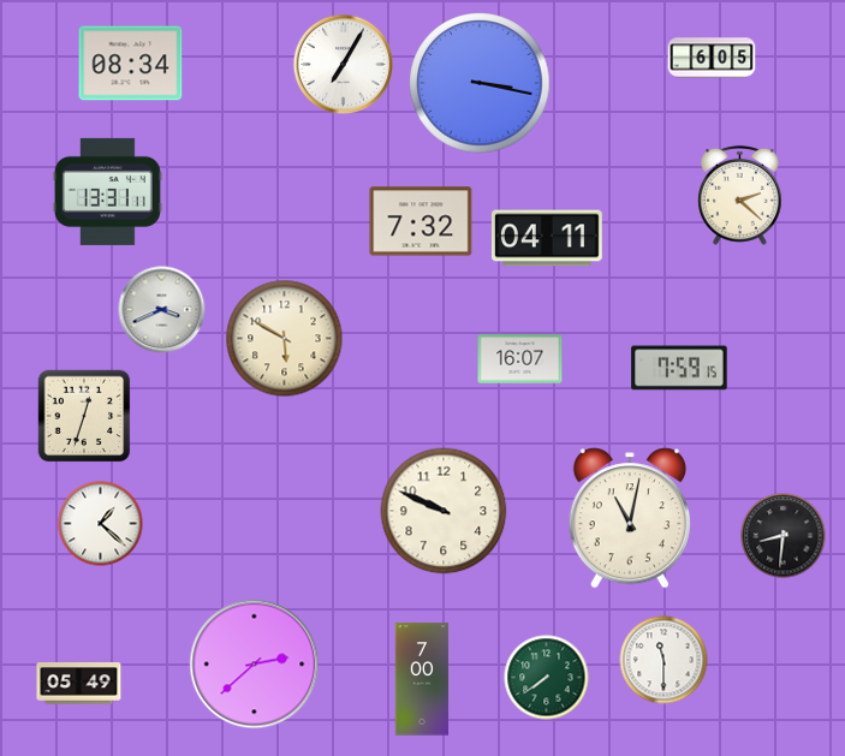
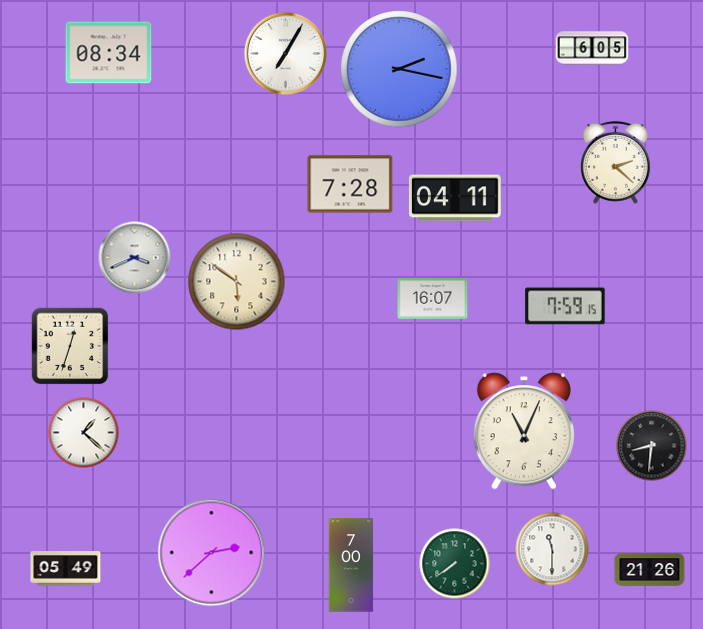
clock at (480, 83): 3:17 -> 2:17
clock at (107, 191): 13:31 -> none
clock at (421, 221): 7:32 -> 7:28
clock at (285, 339): 5:50 -> 5:51
clock at (444, 511): 9:49 -> none
clock at (630, 518): 11:02 -> 11:04
clock at (101, 524) position: (101, 524) -> (84, 433)
clock at (650, 570): none -> 21:26
